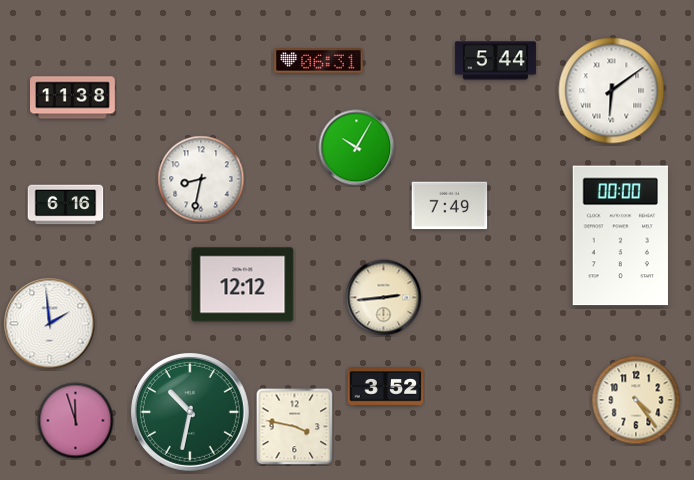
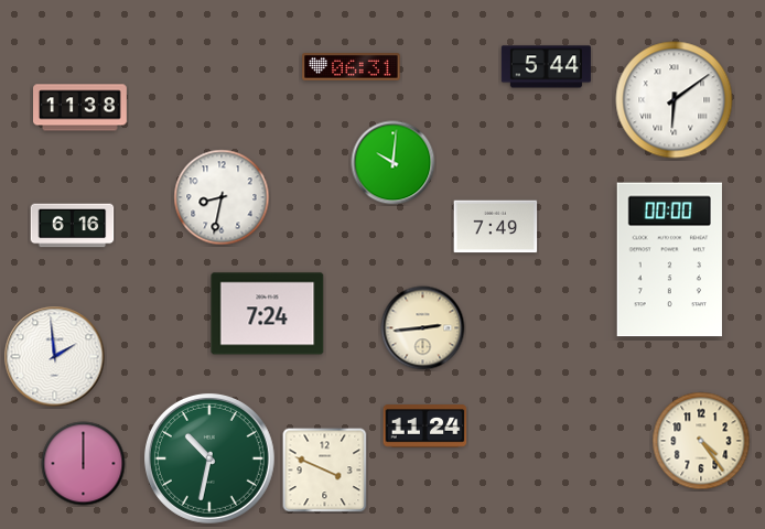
clock at (357, 148): 10:05 -> 10:01
clock at (620, 236) position: (620, 236) -> (669, 260)
clock at (243, 285): 12:12 -> 7:24
clock at (386, 387): 3:52 -> 11:24
clock at (190, 412) position: (190, 412) -> (209, 458)
clock at (76, 421): 11:57 -> 12:00
clock at (295, 427): 3:47 -> 3:49
